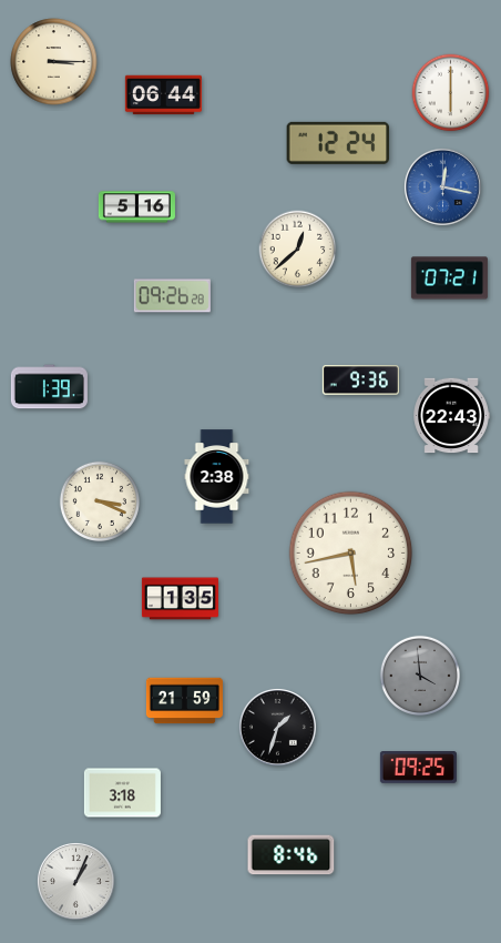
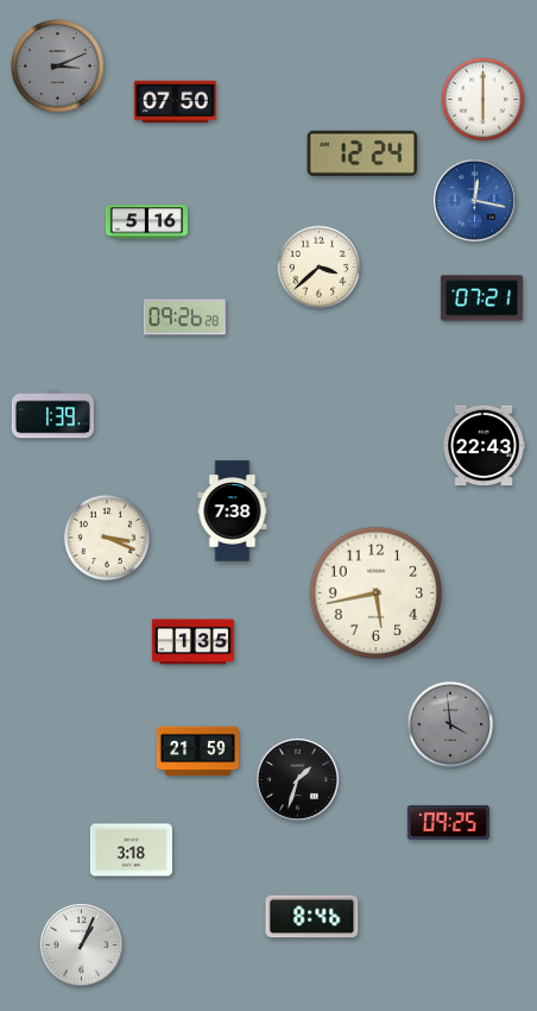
clock at (54, 62): 3:15 -> 3:11
clock at (54, 62) dial: cream -> grey
clock at (163, 95): 06:44 -> 07:50
clock at (298, 250): 12:38 -> 3:38
clock at (360, 381): 9:36 -> none
clock at (217, 477): 2:38 -> 7:38
